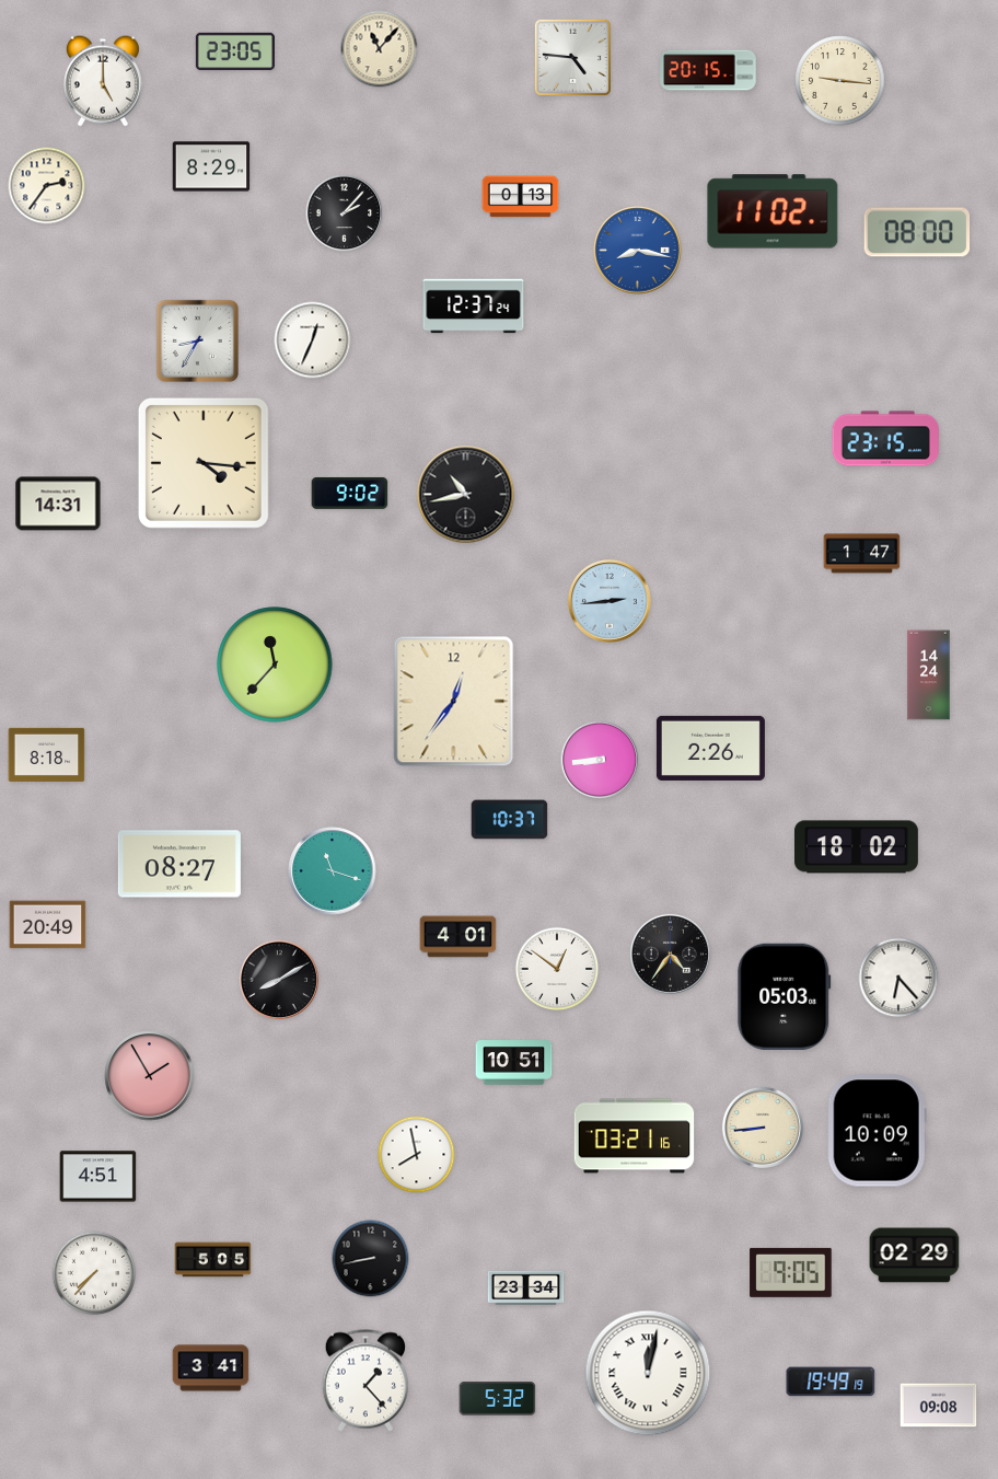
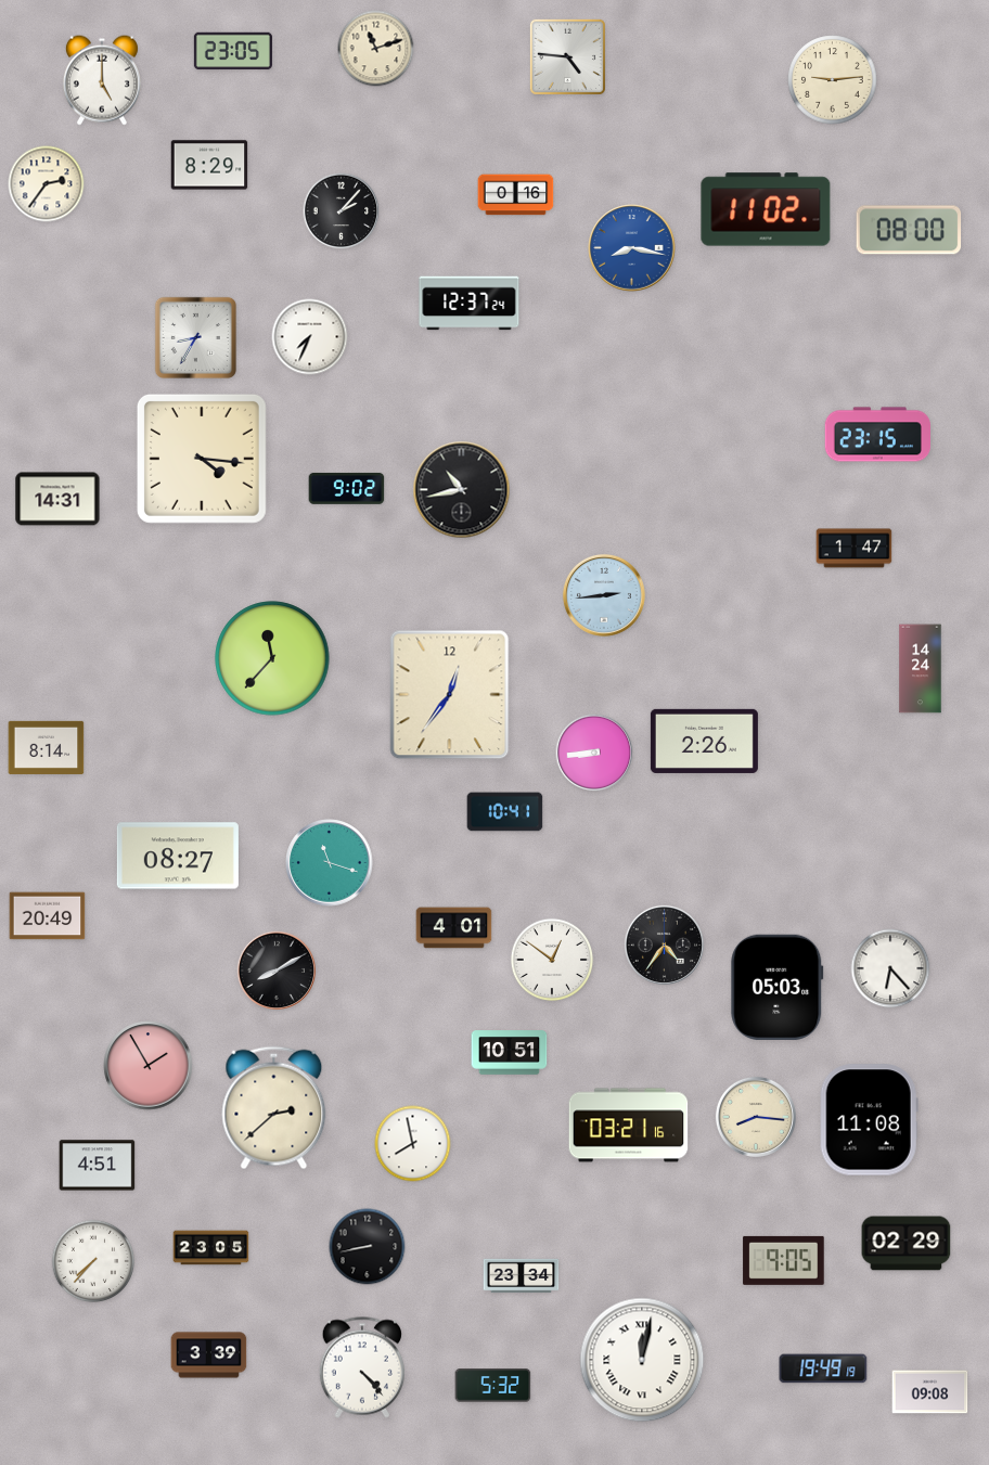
clock at (380, 49): 11:07 -> 11:12
clock at (708, 70): 20:15 -> none
clock at (840, 81): 9:16 -> 9:14
clock at (521, 197): 0:13 -> 0:16
clock at (313, 340): 12:34 -> 7:34
clock at (47, 754): 8:18 -> 8:14
clock at (510, 820): 10:37 -> 10:41
clock at (856, 847): 18:02 -> none
clock at (274, 1108): none -> 2:38
clock at (763, 1128): 8:44 -> 8:16
clock at (877, 1131): 10:09 -> 11:08
clock at (213, 1260): 5:05 -> 23:05
clock at (211, 1368): 3:41 -> 3:39
clock at (364, 1380): 1:23 -> 4:23
